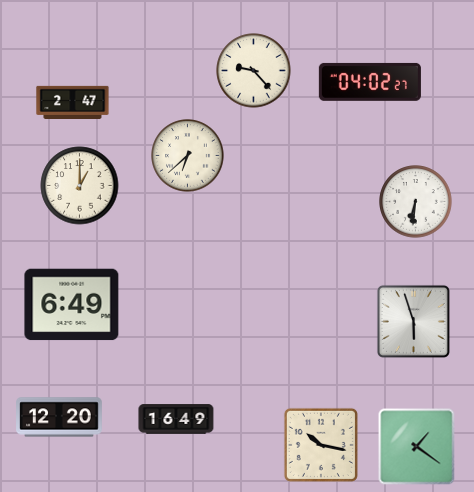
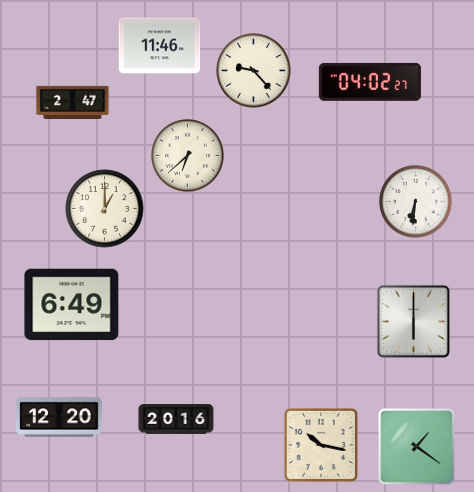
clock at (160, 46): none -> 11:46
clock at (80, 186) position: (80, 186) -> (105, 209)
clock at (413, 321): 5:57 -> 6:00
clock at (176, 419): 16:49 -> 20:16
